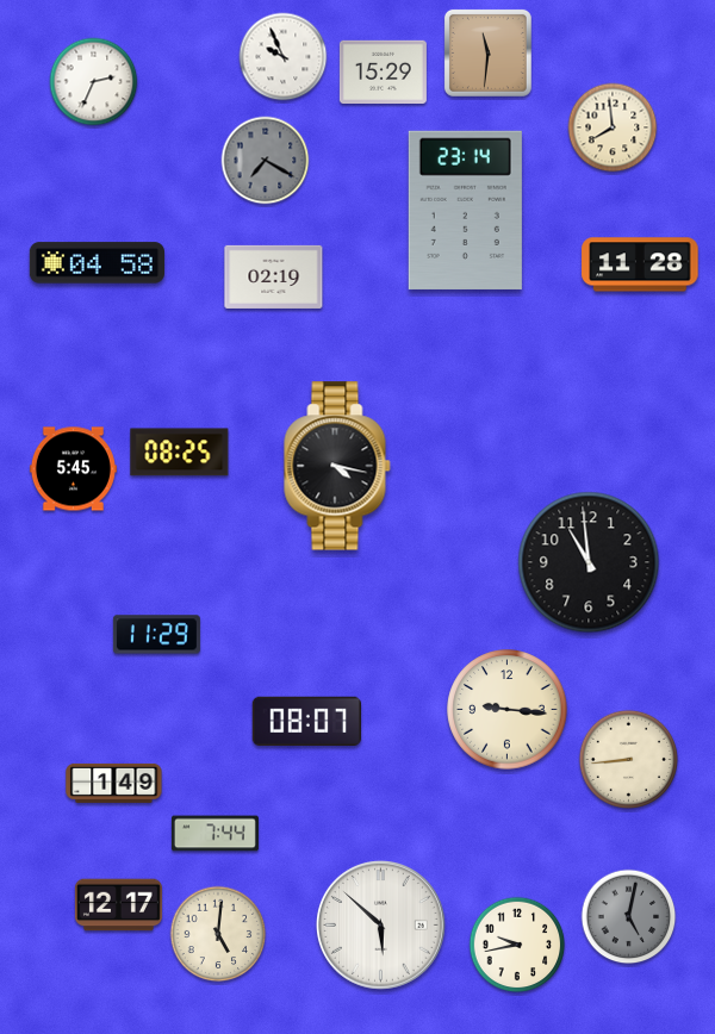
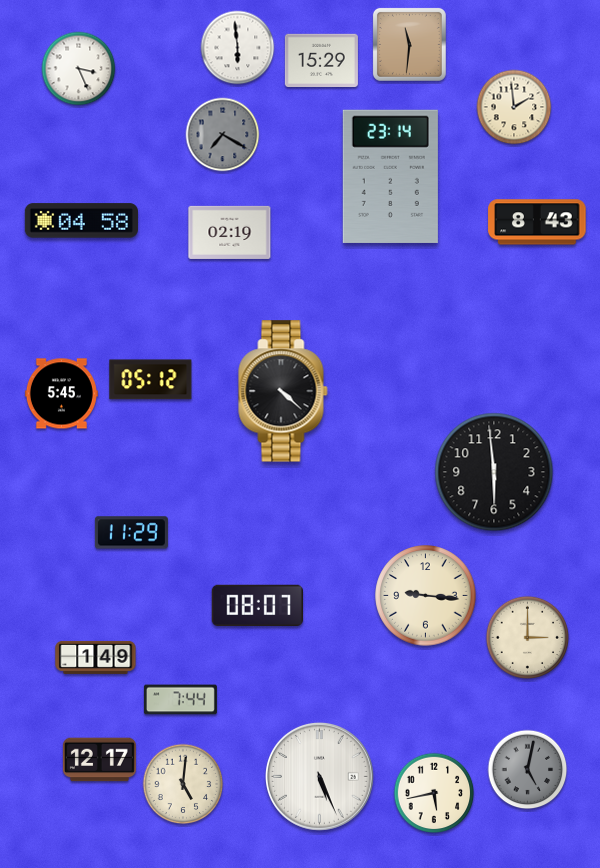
clock at (284, 57): 9:56 -> 5:59
clock at (94, 82): 2:34 -> 3:26
clock at (613, 127): 7:59 -> 1:59
clock at (640, 264): 11:28 -> 8:43
clock at (180, 453): 08:25 -> 05:12
clock at (337, 466): 4:17 -> 4:22
clock at (589, 562): 10:59 -> 5:59
clock at (629, 760): 8:44 -> 3:00
clock at (381, 926): 5:52 -> 5:26
clock at (517, 945): 9:43 -> 5:43
